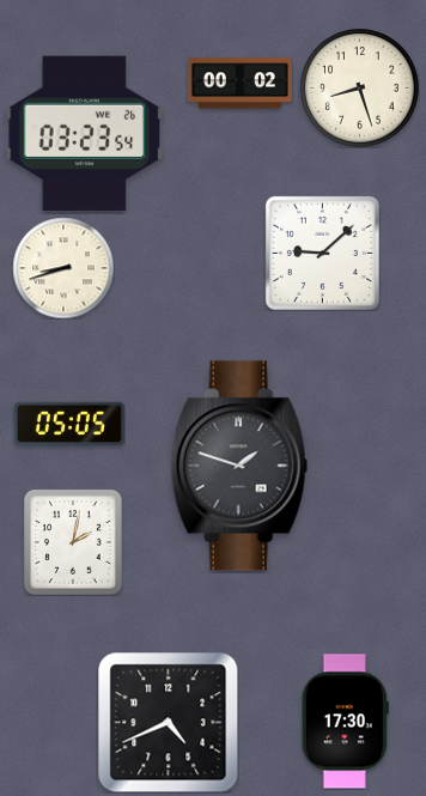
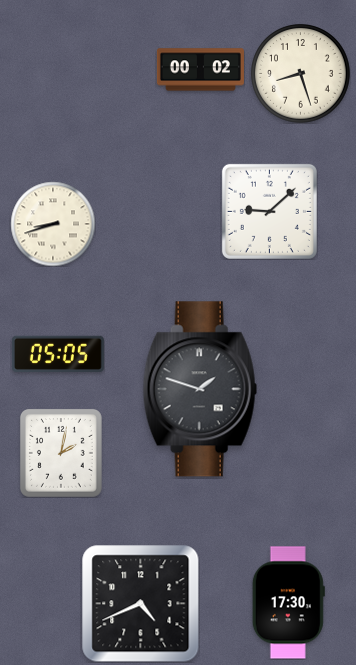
clock at (85, 133): 03:23 -> none
